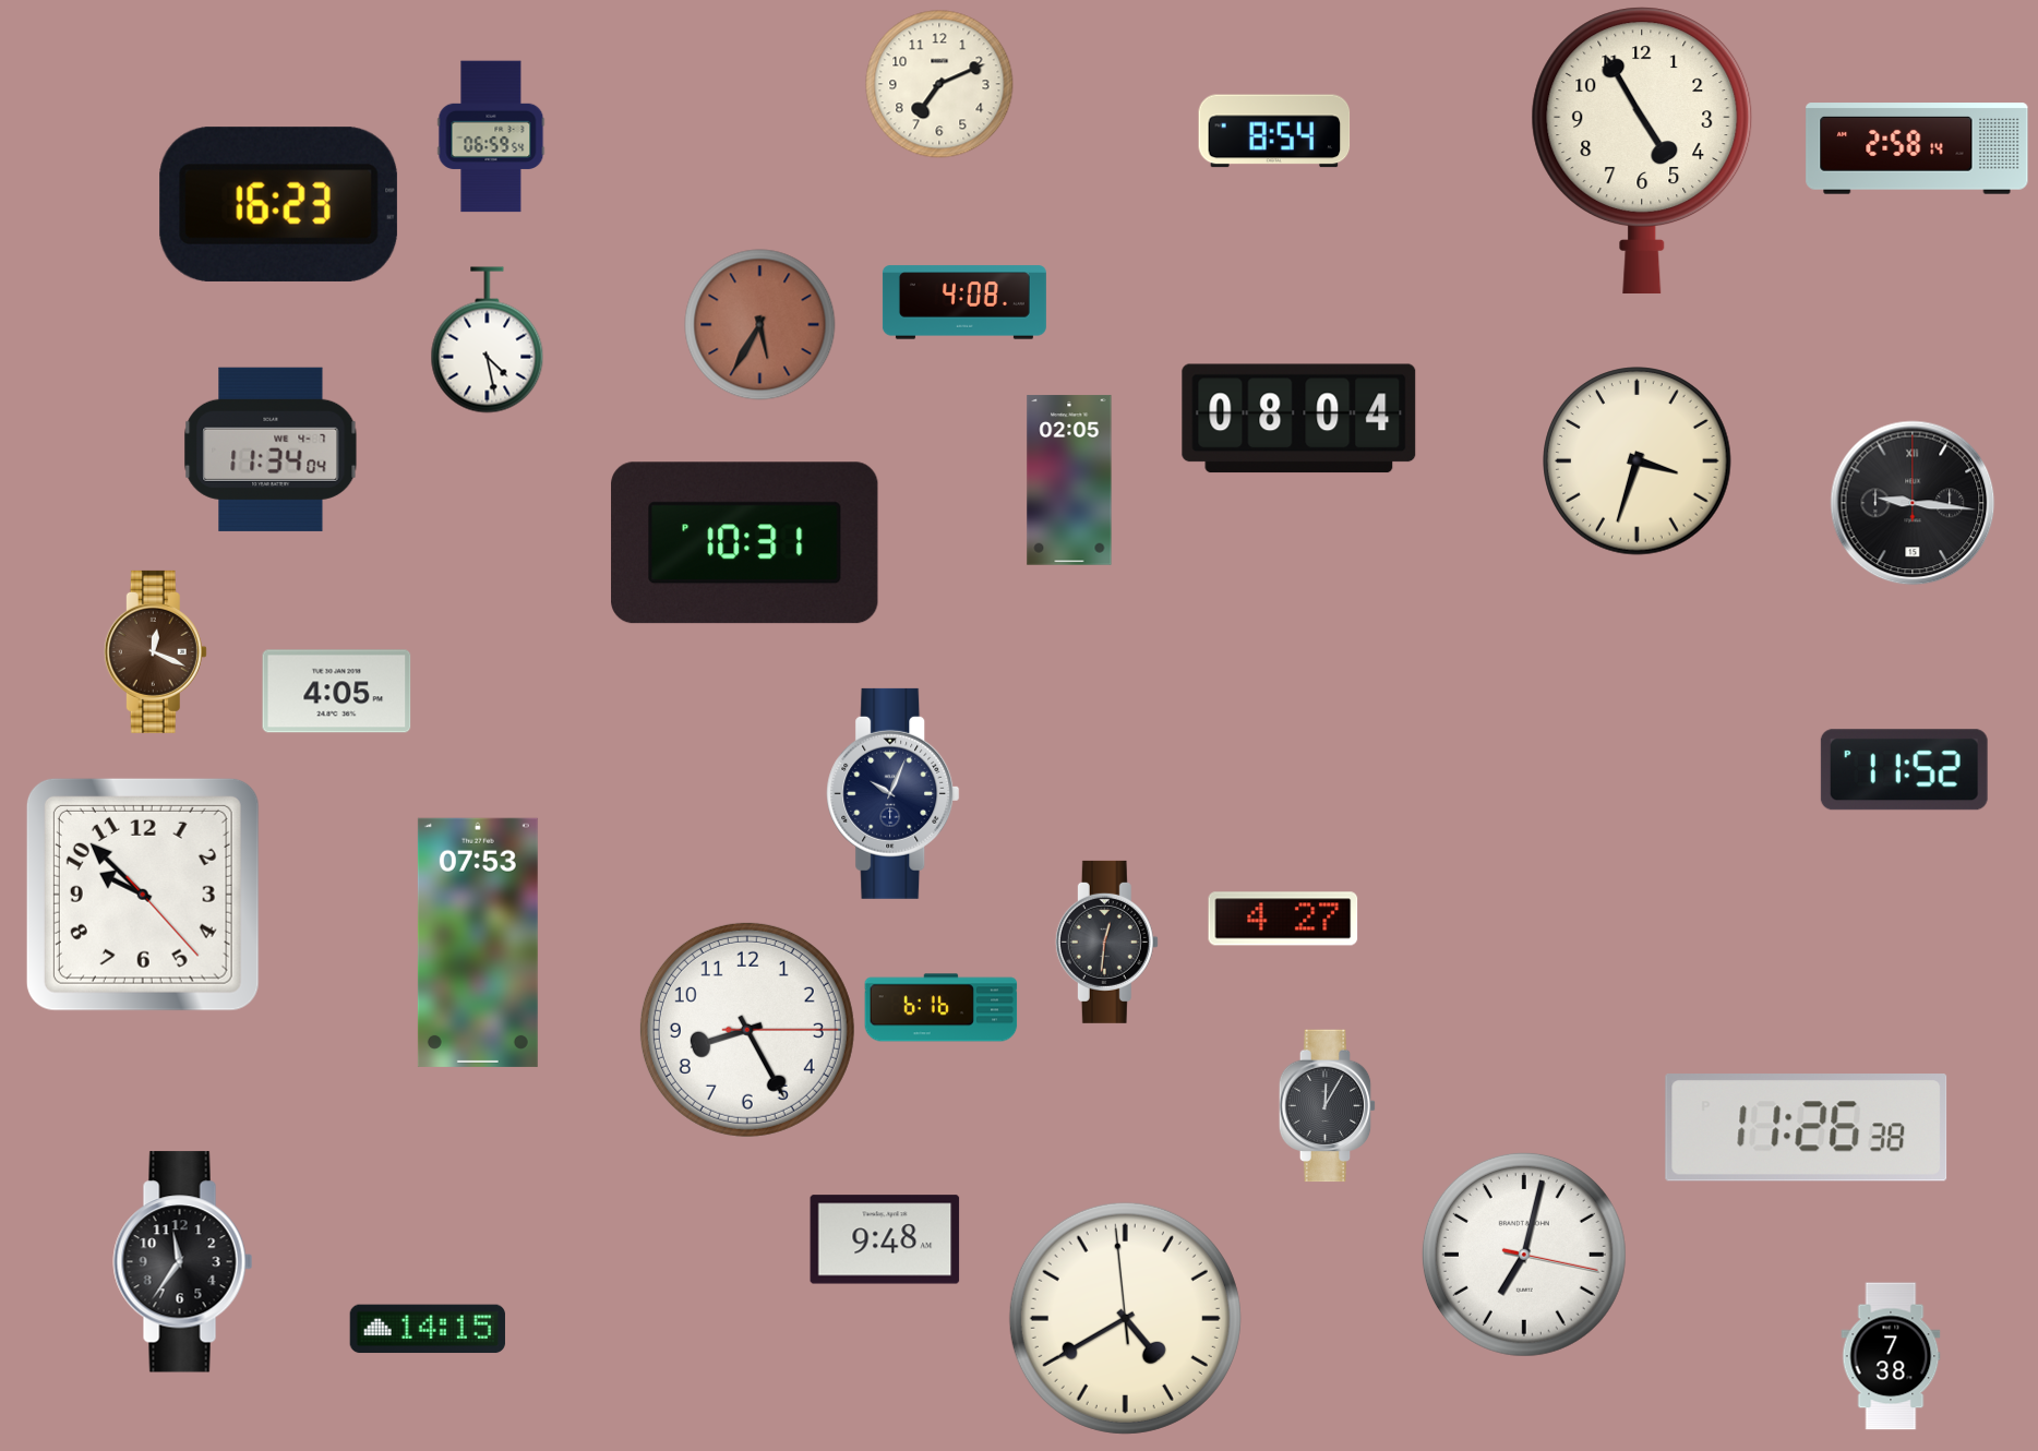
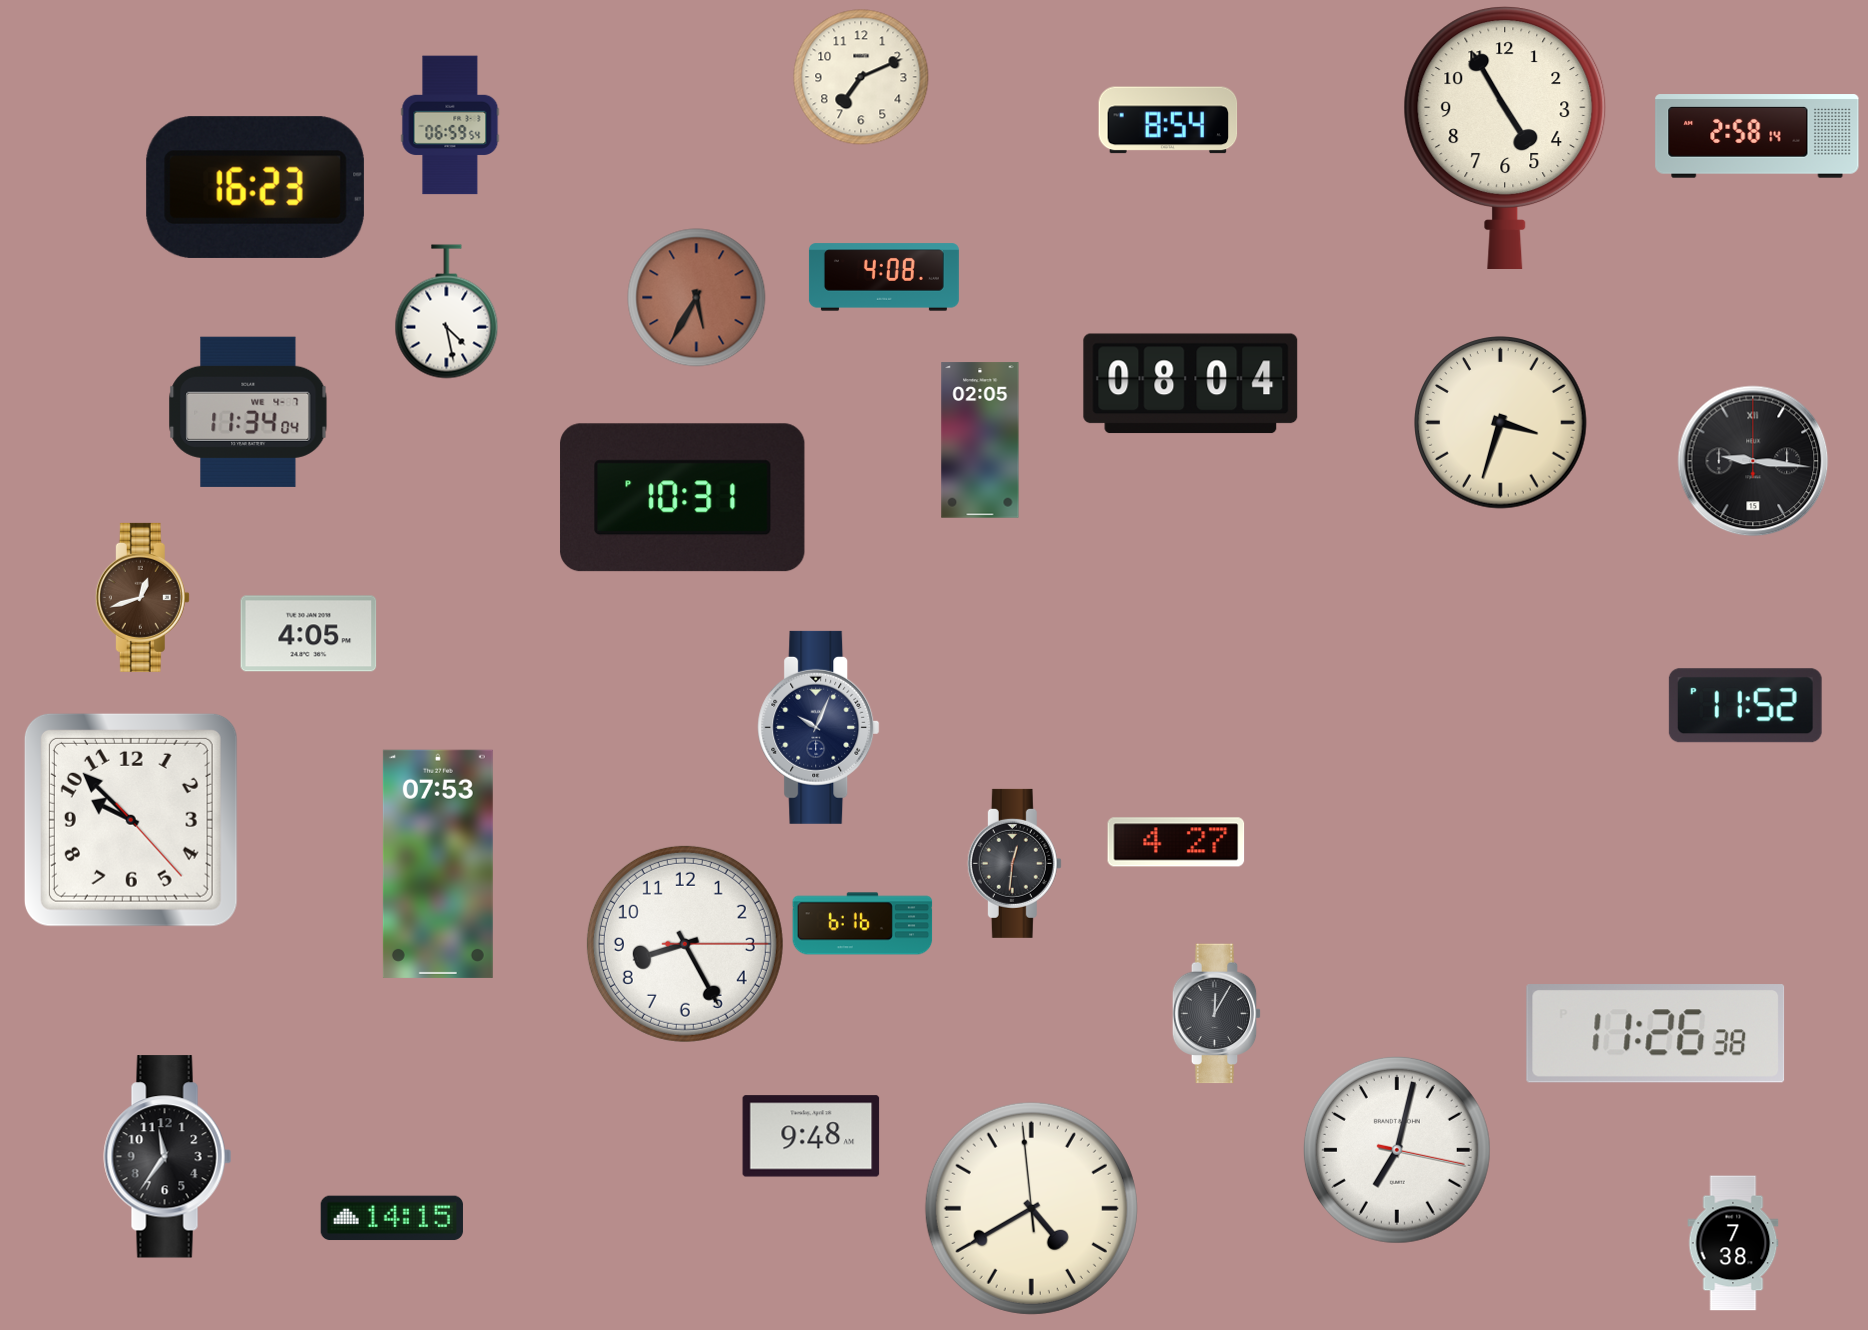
clock at (155, 651): 12:19 -> 12:42
